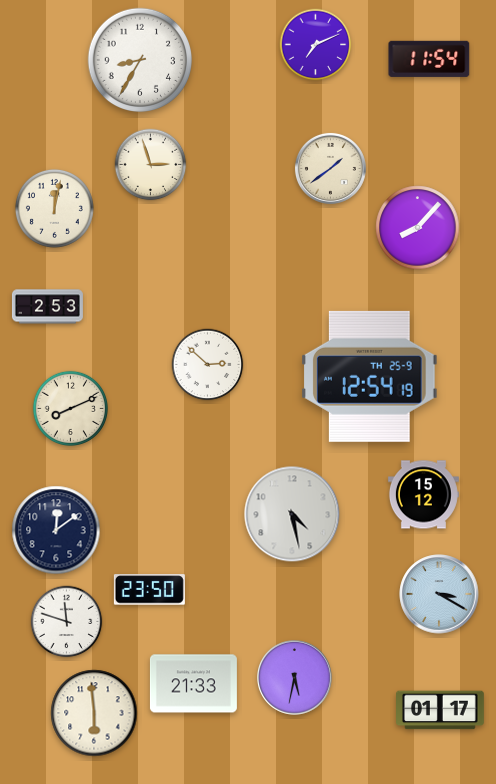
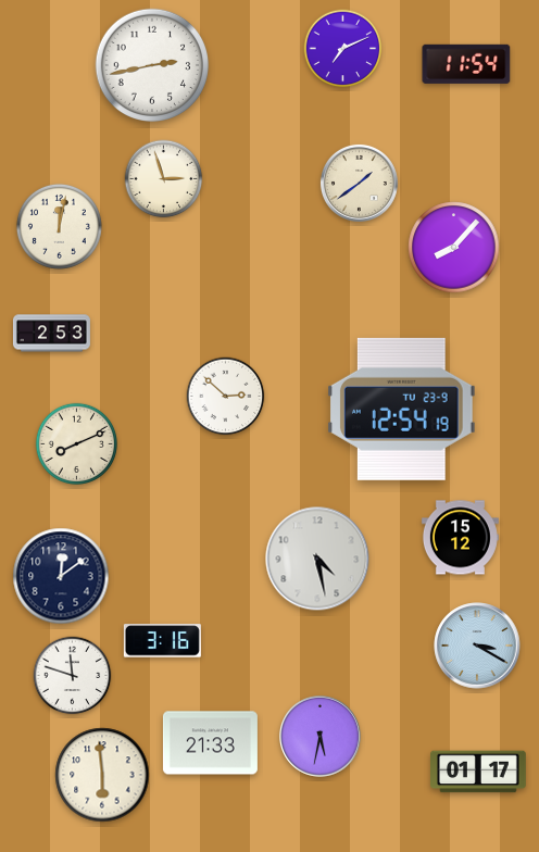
clock at (140, 60): 8:35 -> 2:43
clock at (370, 376) date: TH 25-9 -> TU 23-9
clock at (149, 590): 23:50 -> 3:16
